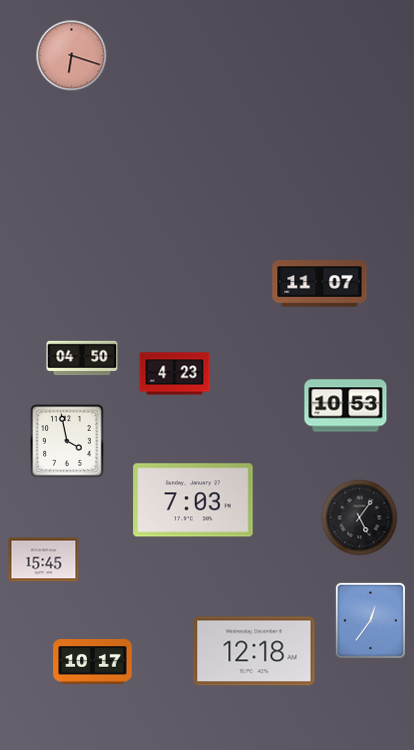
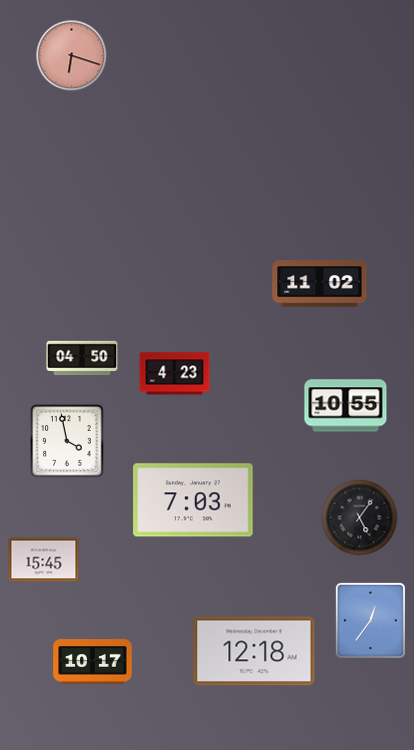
clock at (320, 284): 11:07 -> 11:02
clock at (346, 406): 10:53 -> 10:55
